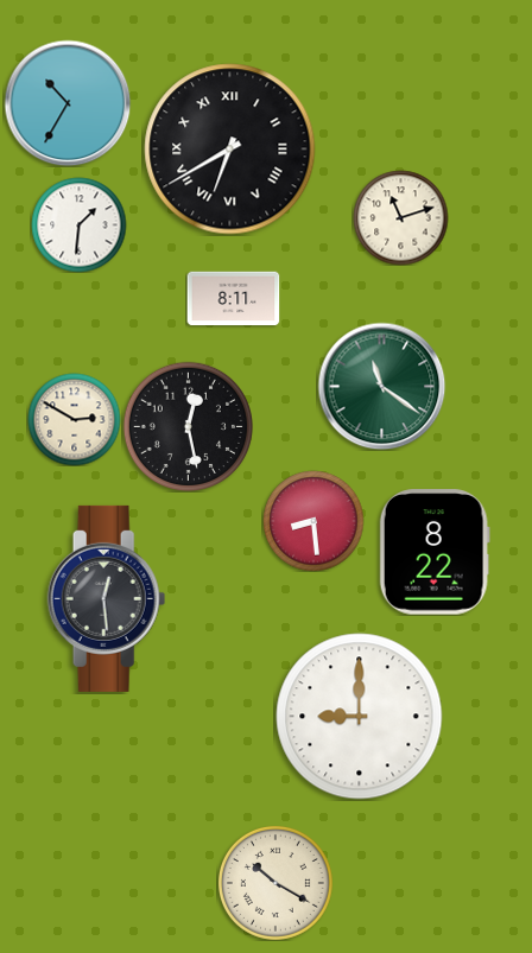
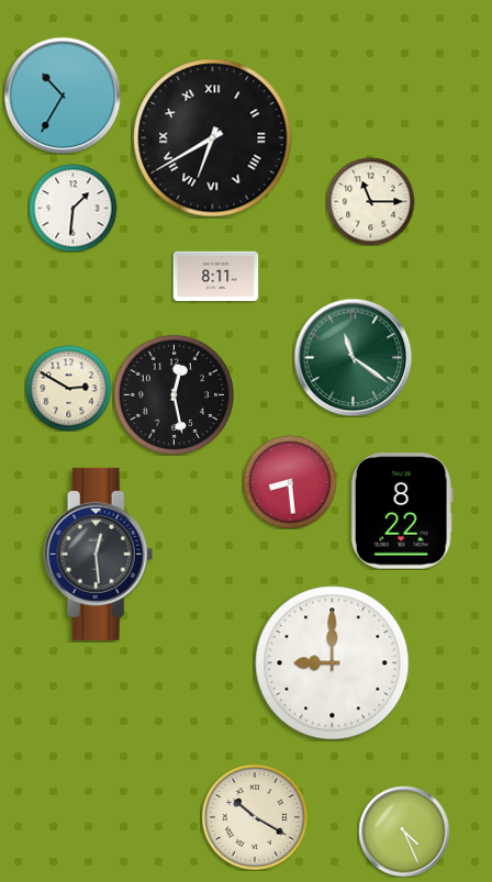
clock at (400, 217): 11:12 -> 11:15
clock at (404, 831): none -> 4:26
